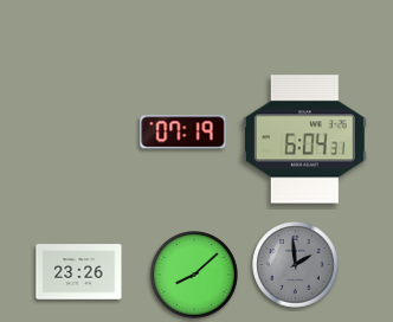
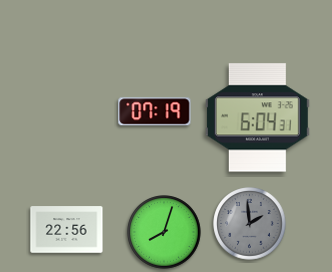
clock at (79, 272): 23:26 -> 22:56
clock at (194, 275): 8:08 -> 8:03
